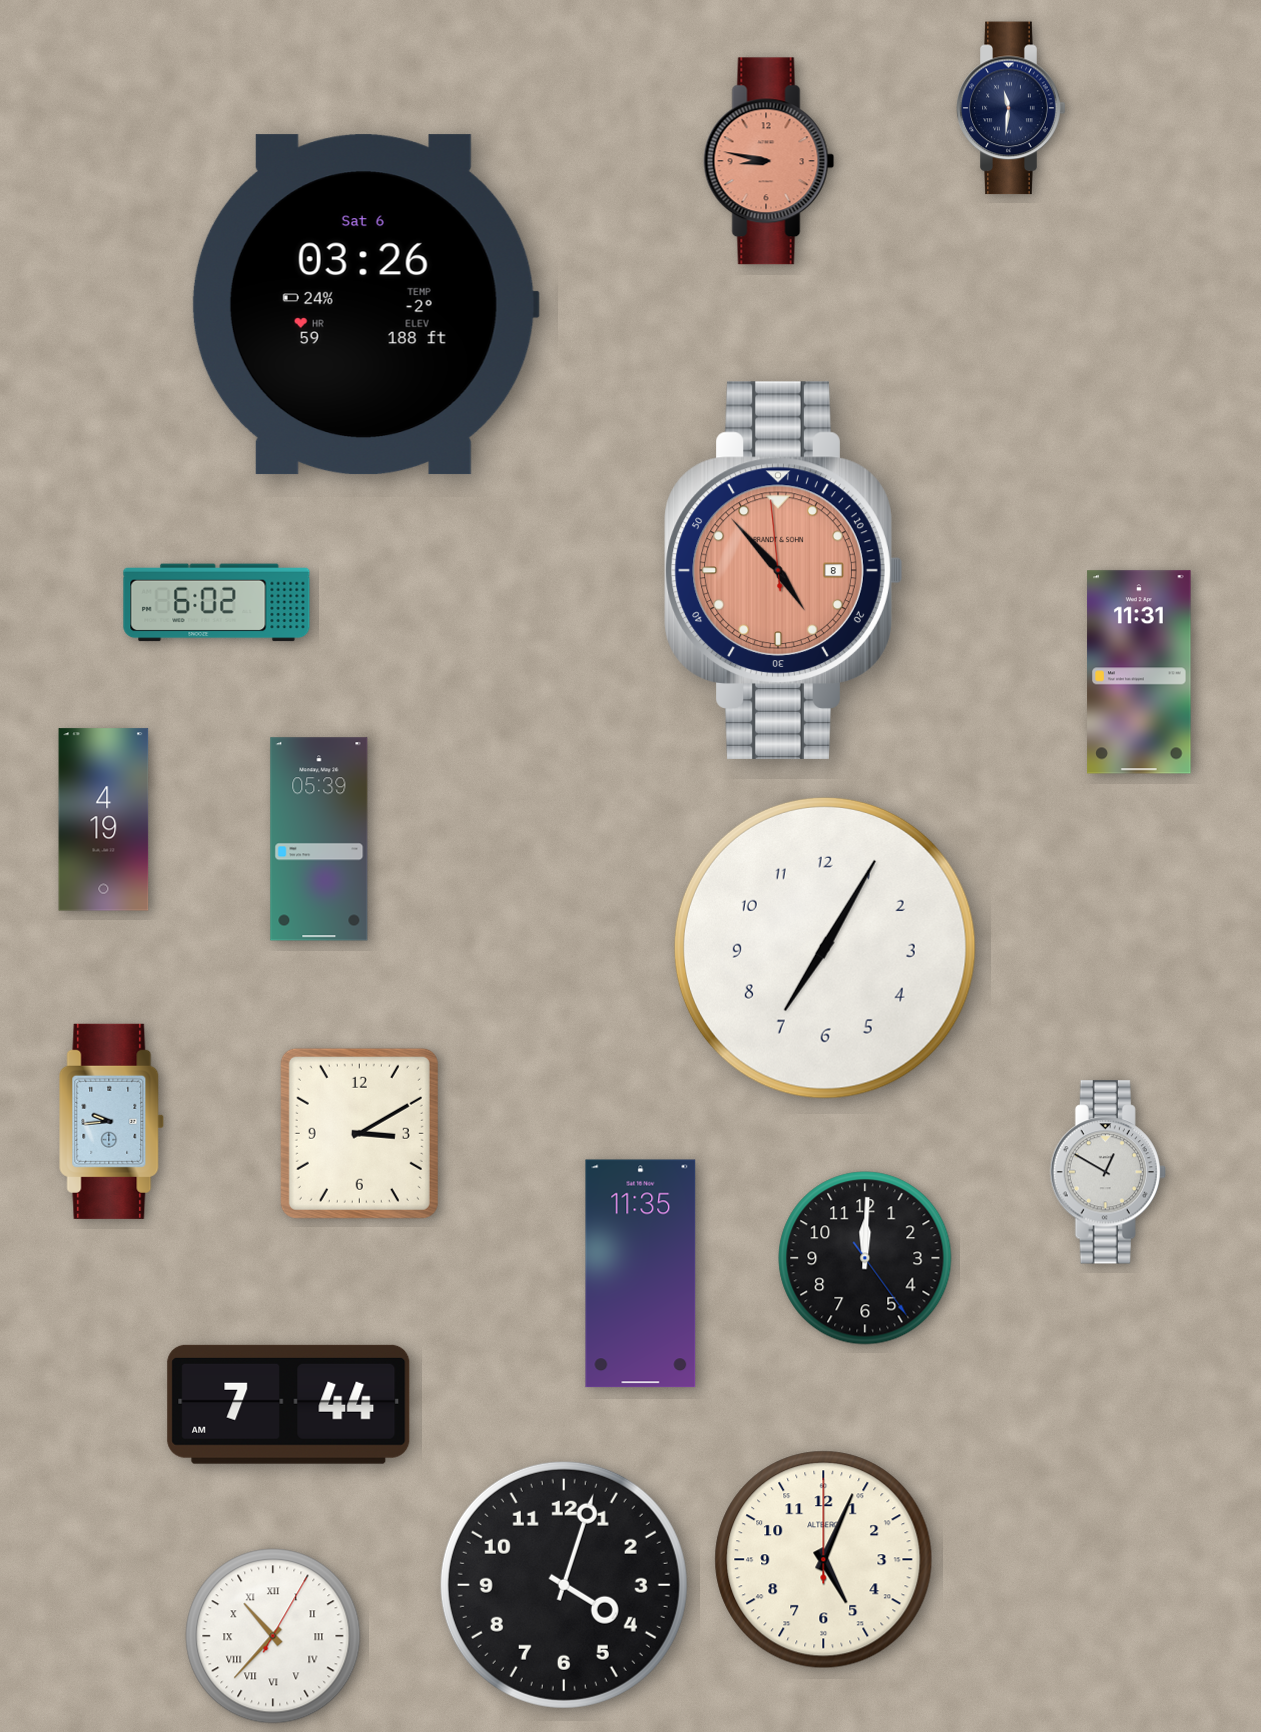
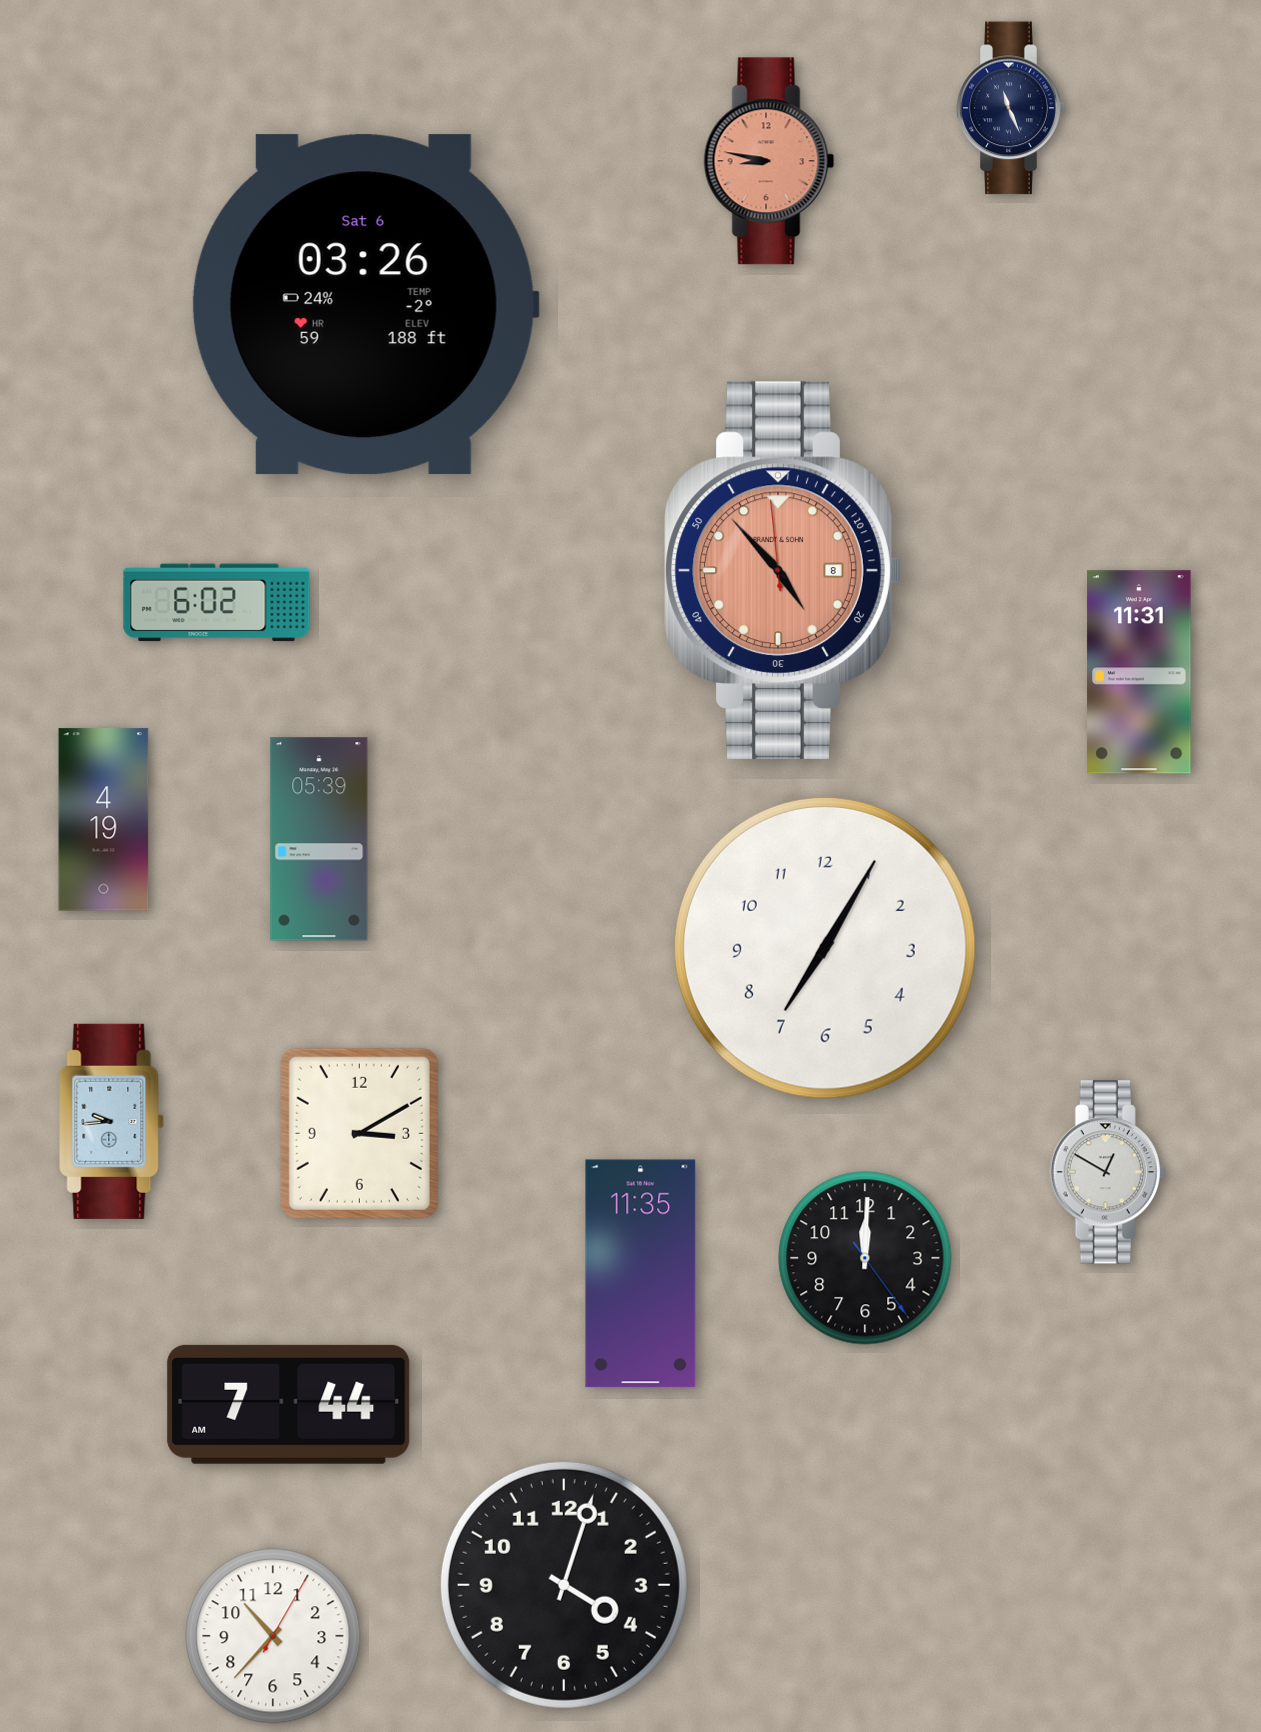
clock at (1011, 108): 11:31 -> 11:26
clock at (824, 1560): 5:04 -> none
clock at (273, 1636) numerals: Roman -> Arabic
